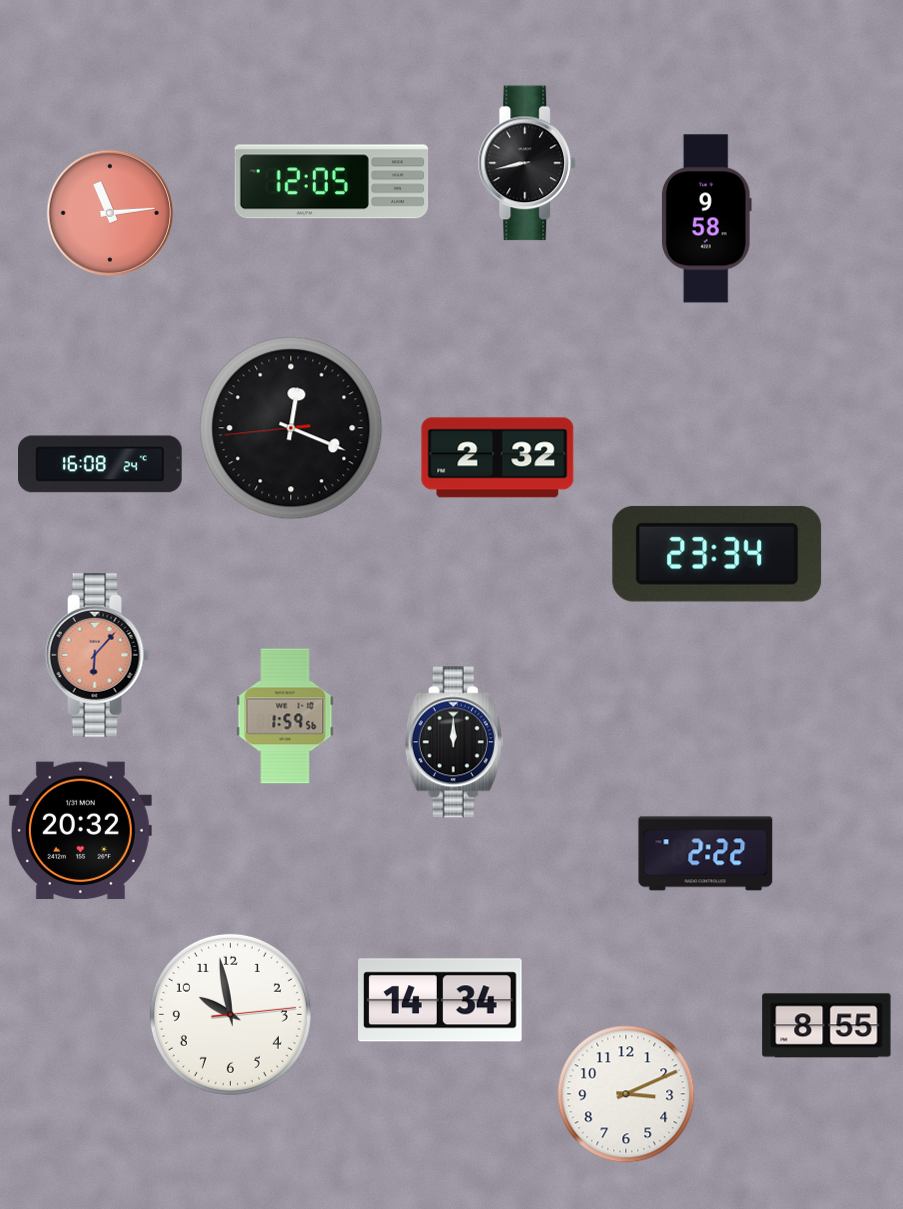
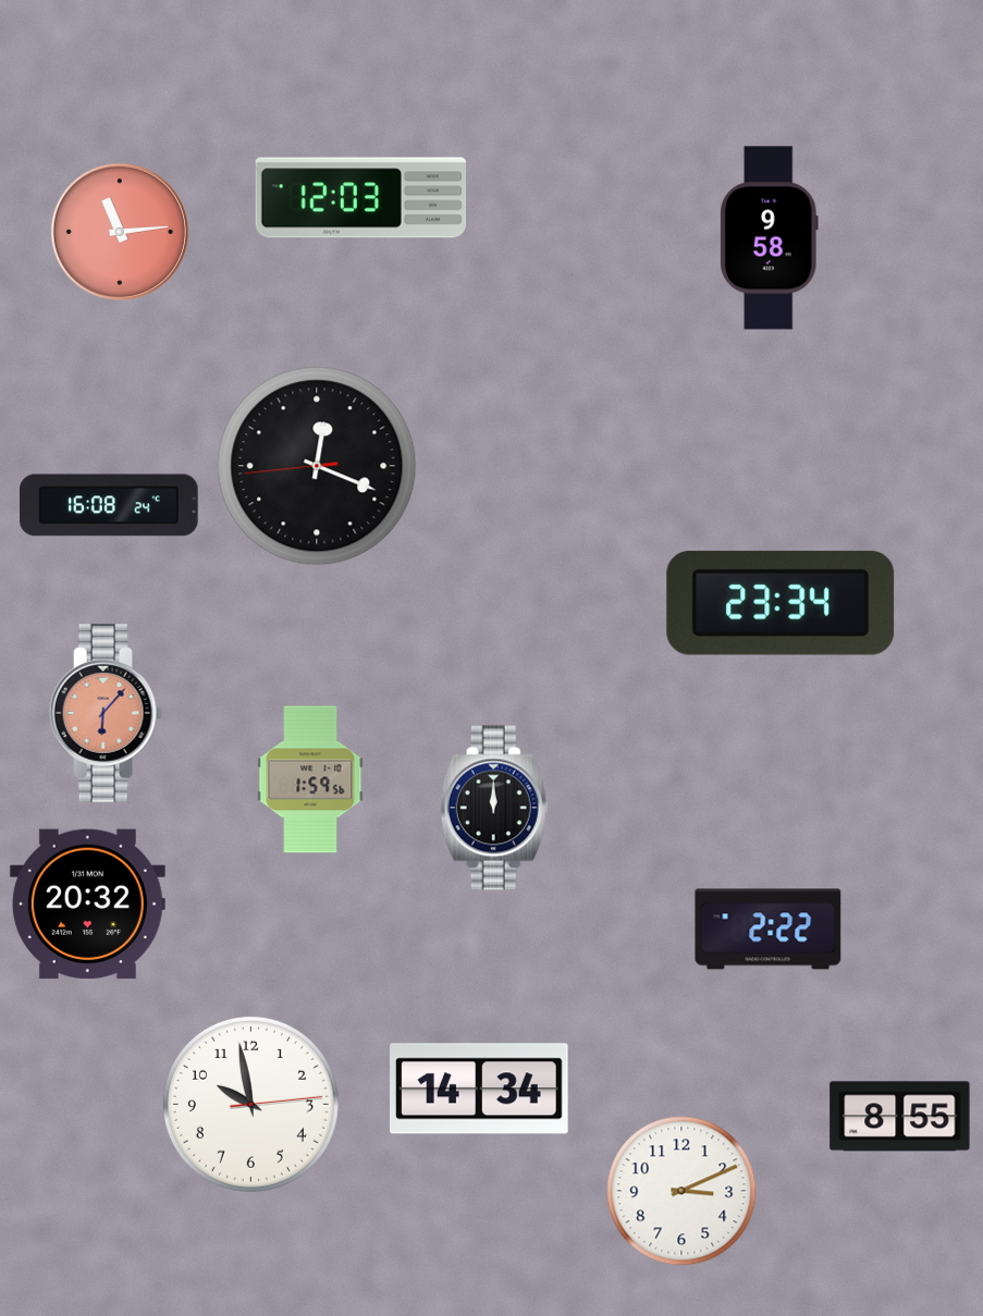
clock at (527, 163): 8:43 -> none
clock at (332, 182): 12:05 -> 12:03
clock at (498, 458): 2:32 -> none
